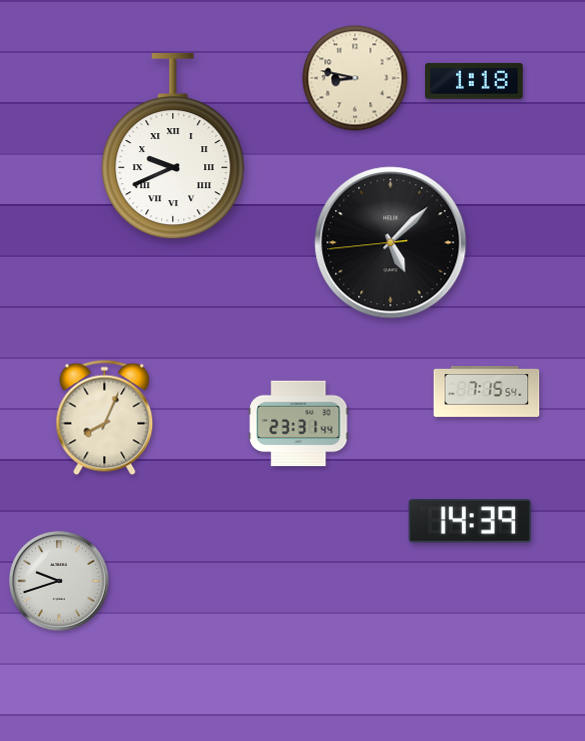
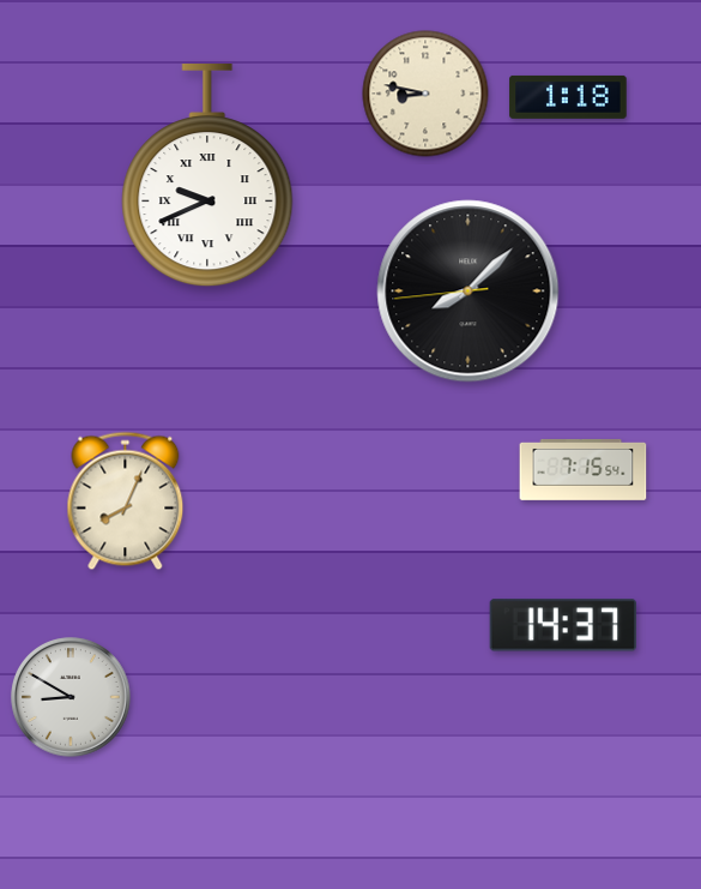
clock at (391, 243): 5:07 -> 8:07
clock at (299, 424): 23:31 -> none
clock at (470, 521): 14:39 -> 14:37
clock at (59, 581): 9:42 -> 8:50
